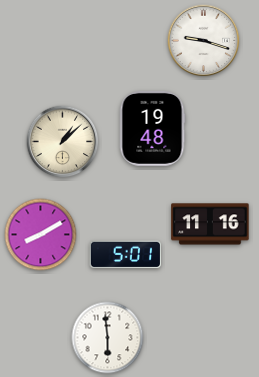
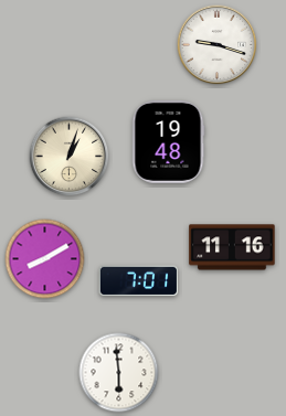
clock at (204, 41) position: (204, 41) -> (218, 45)
clock at (63, 142): 1:08 -> 1:03
clock at (126, 255): 5:01 -> 7:01
